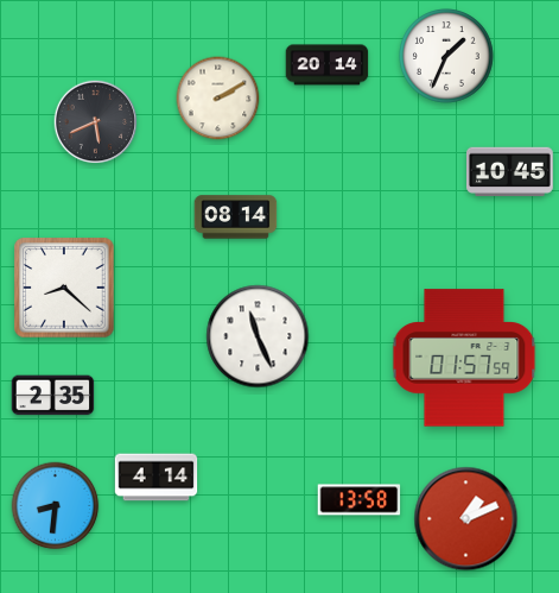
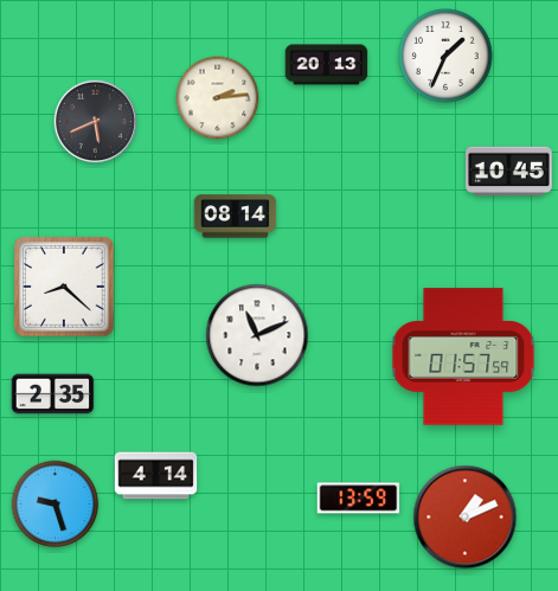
clock at (328, 65): 20:14 -> 20:13
clock at (218, 99): 2:10 -> 2:14
clock at (258, 336): 11:26 -> 11:11
clock at (360, 500): 13:58 -> 13:59
clock at (56, 506): 8:31 -> 9:27
